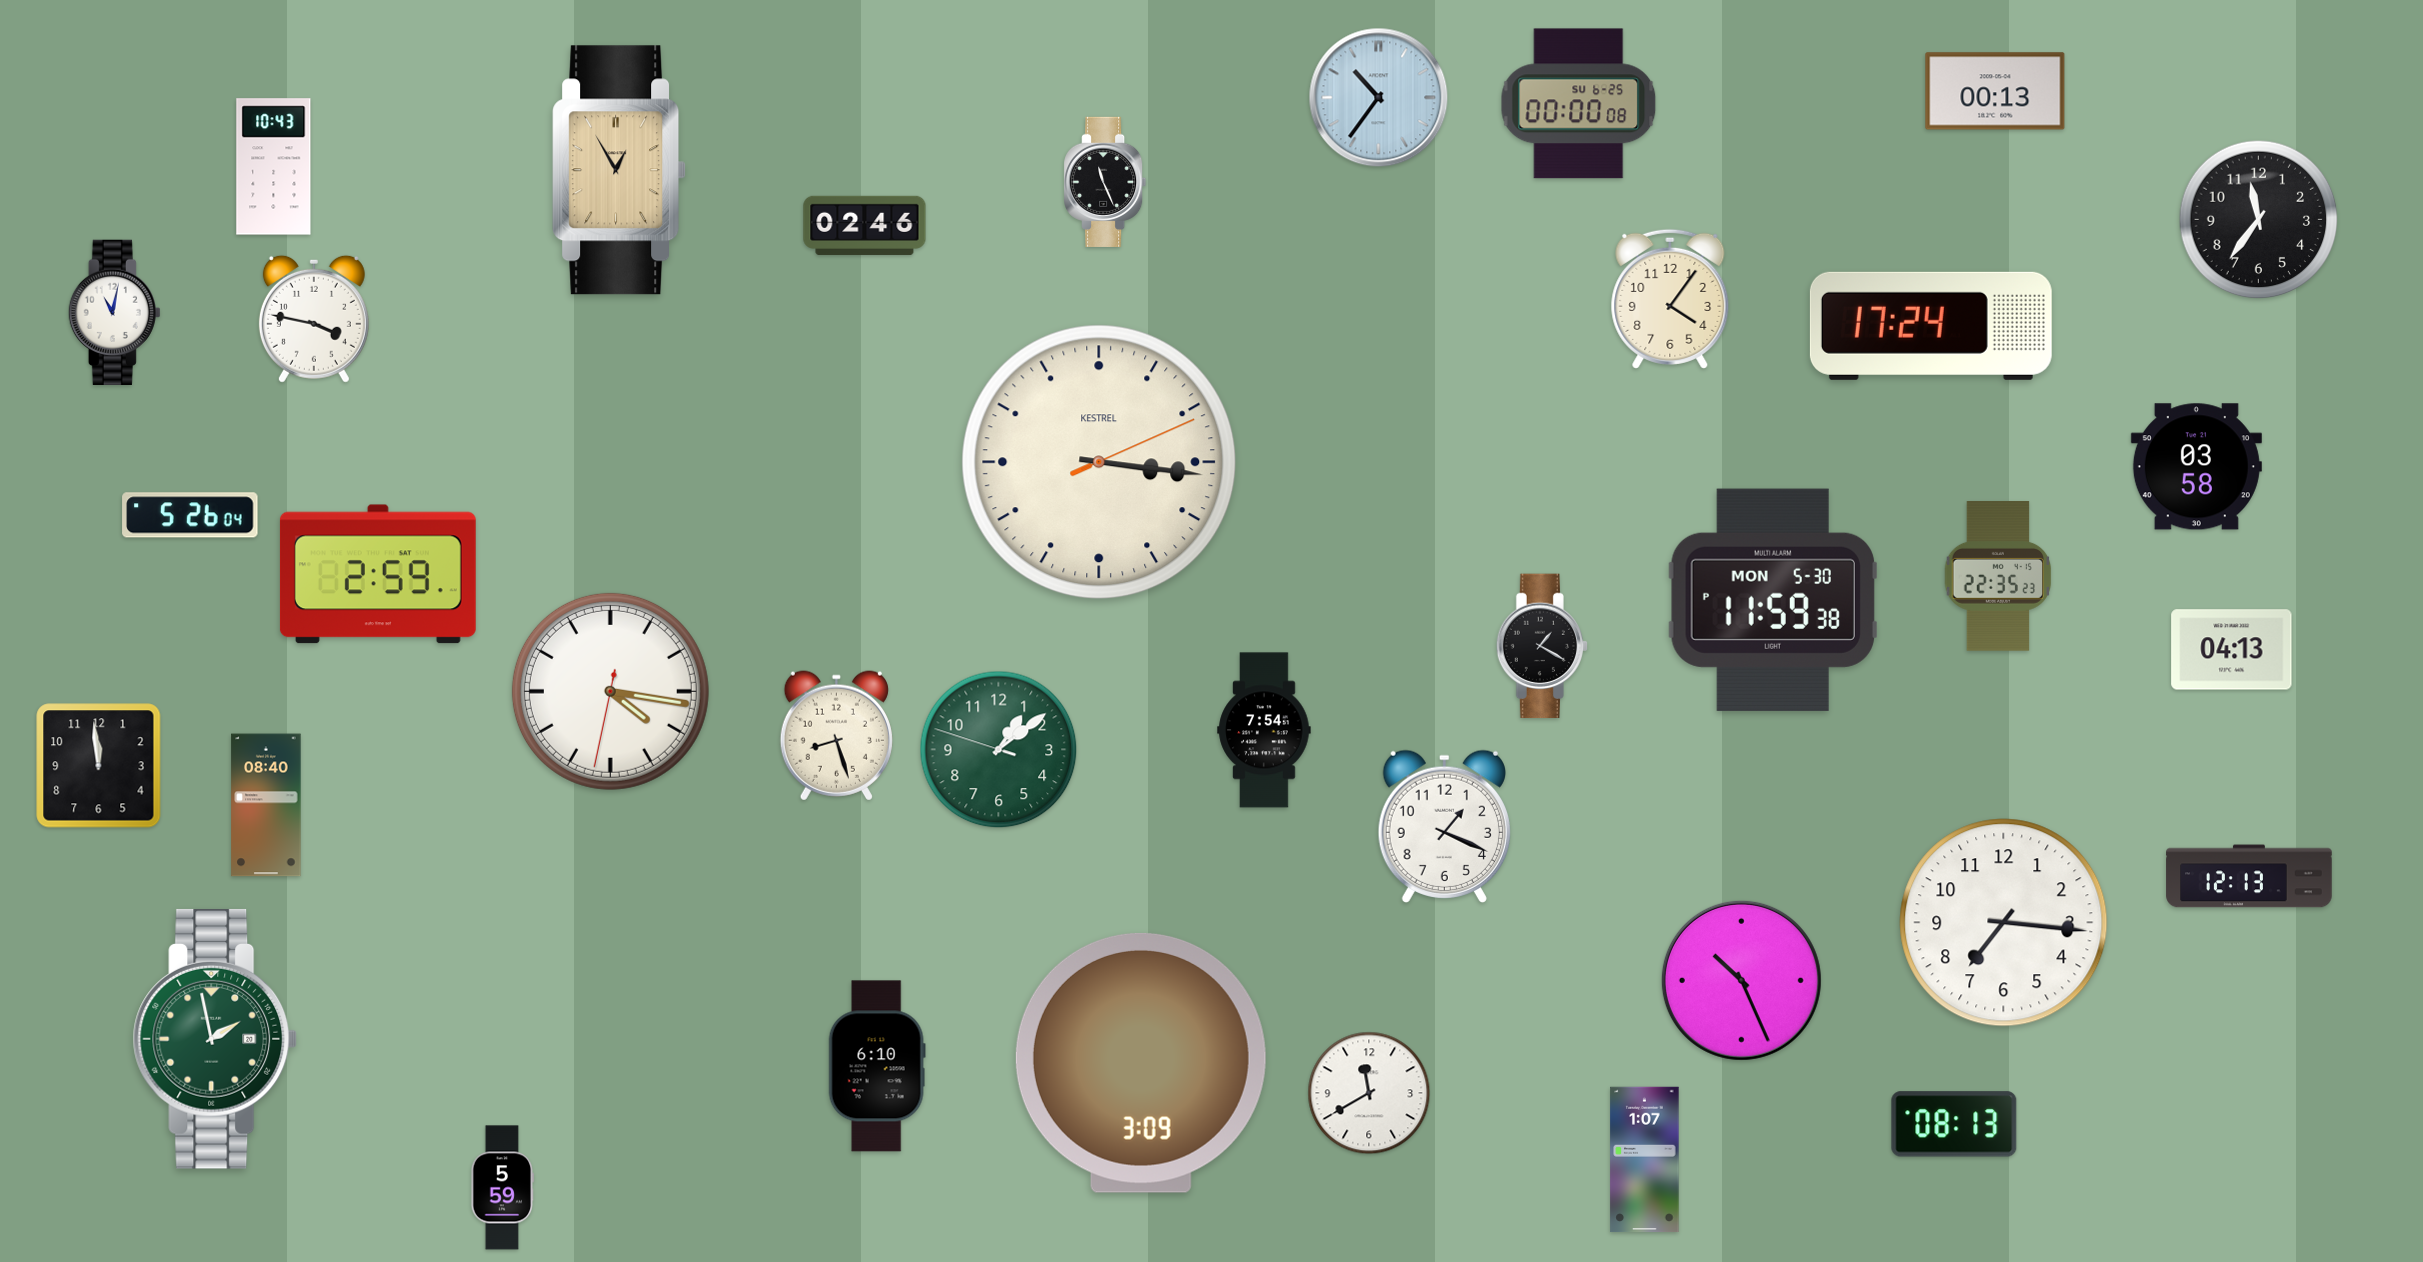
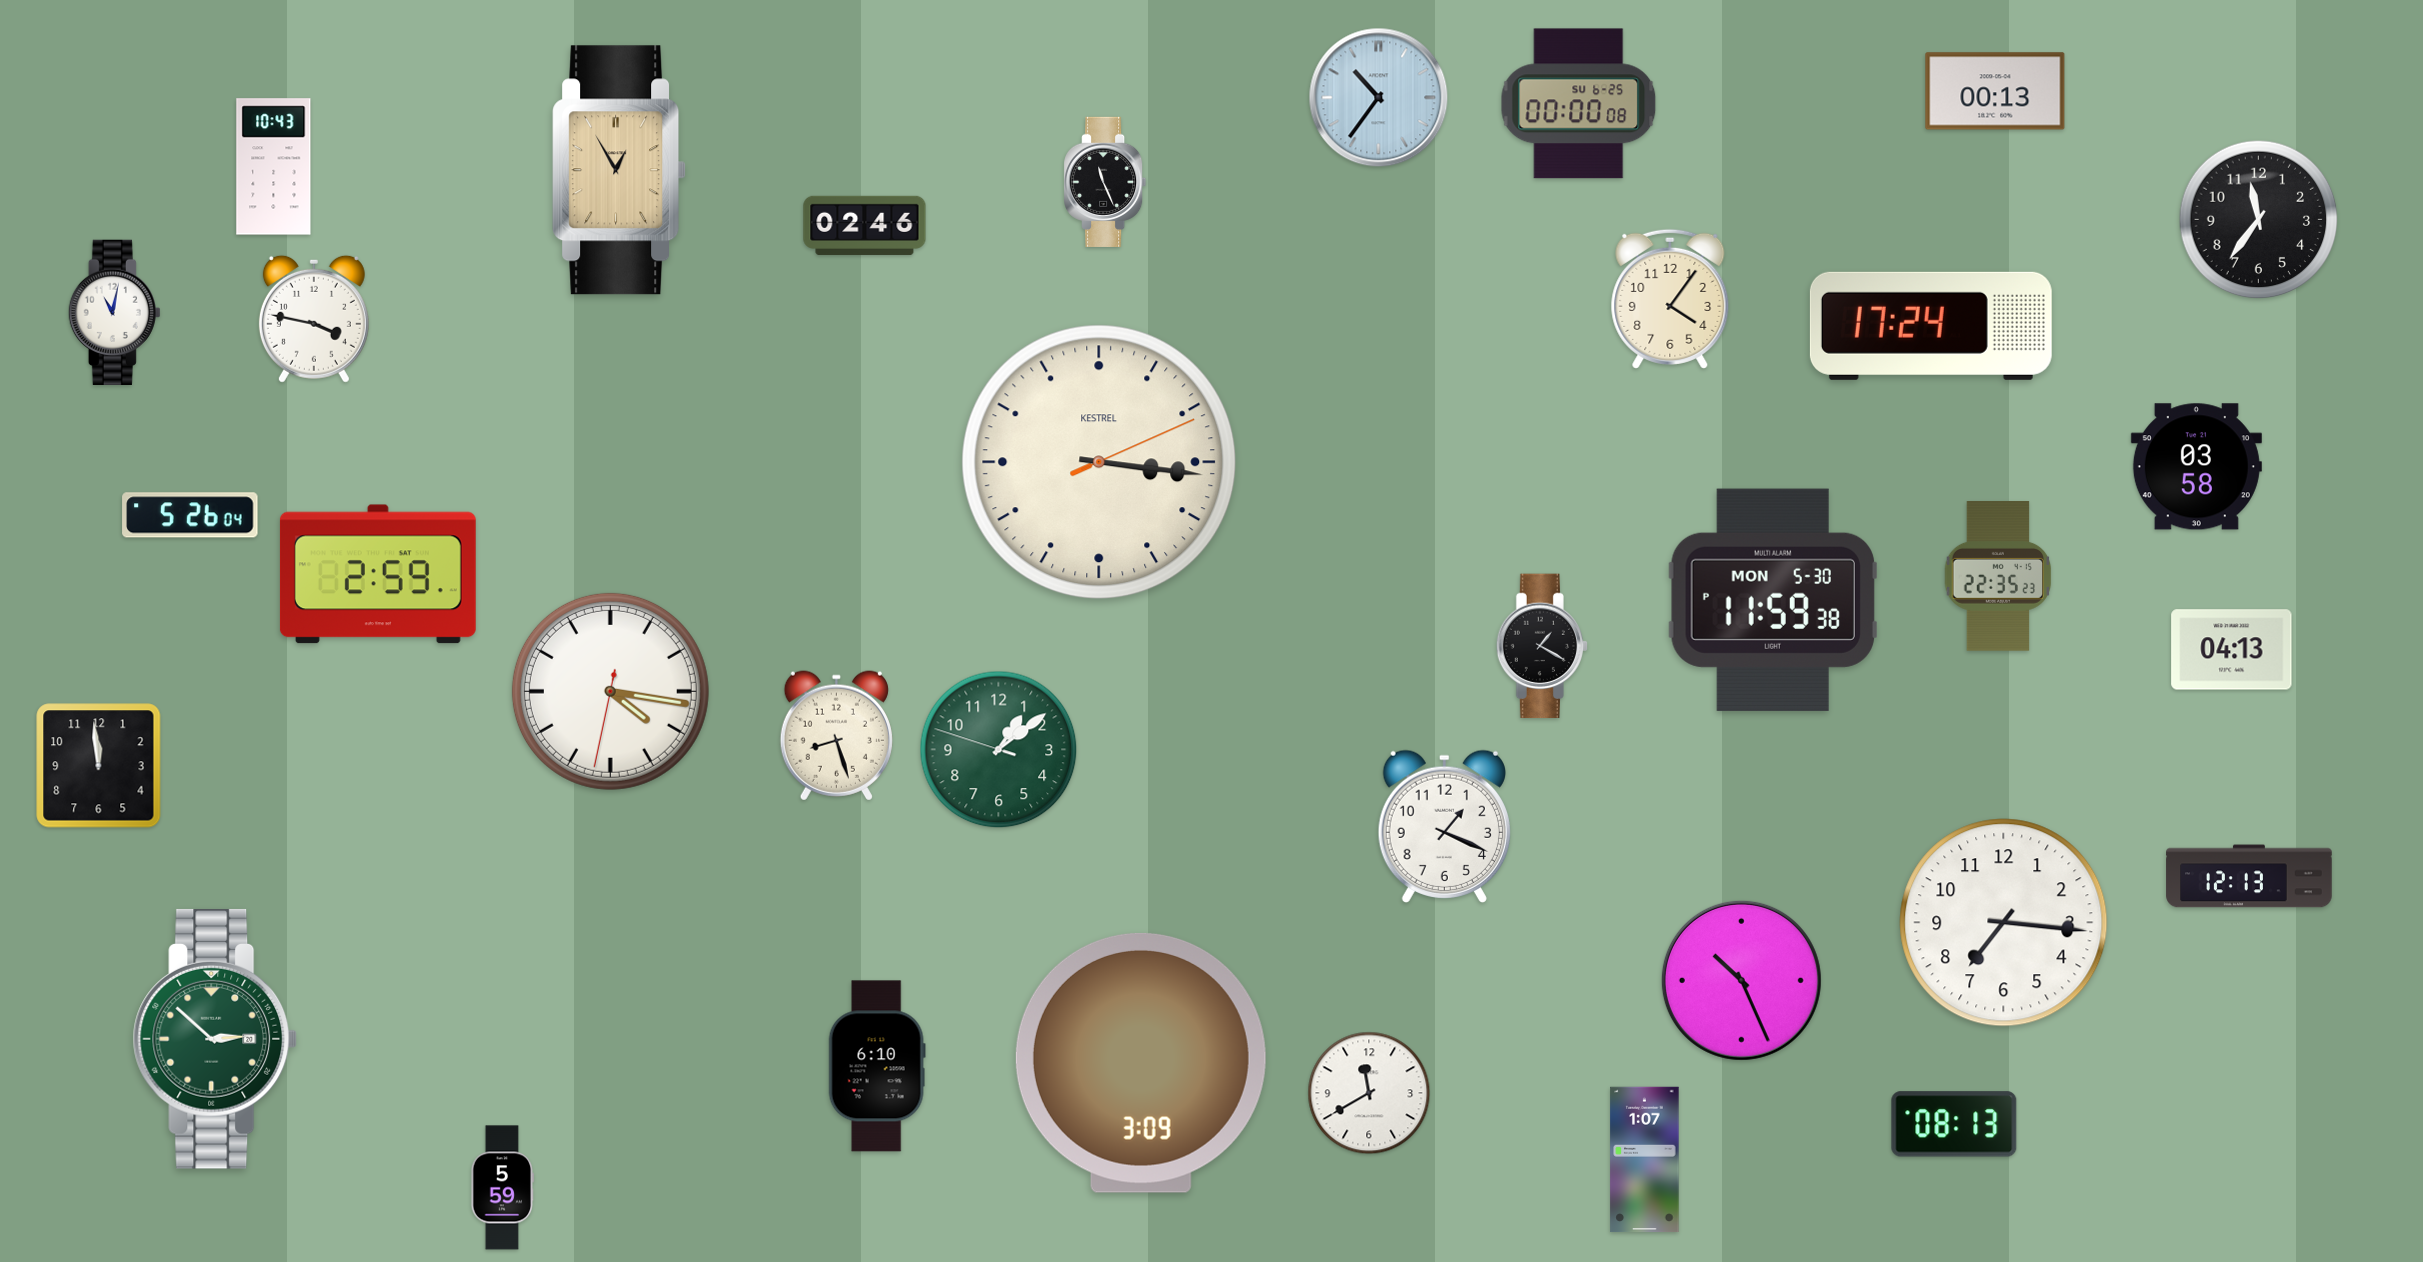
clock at (1264, 730): 7:54 -> none
clock at (266, 805): 08:40 -> none
clock at (215, 1039): 1:58 -> 2:52
